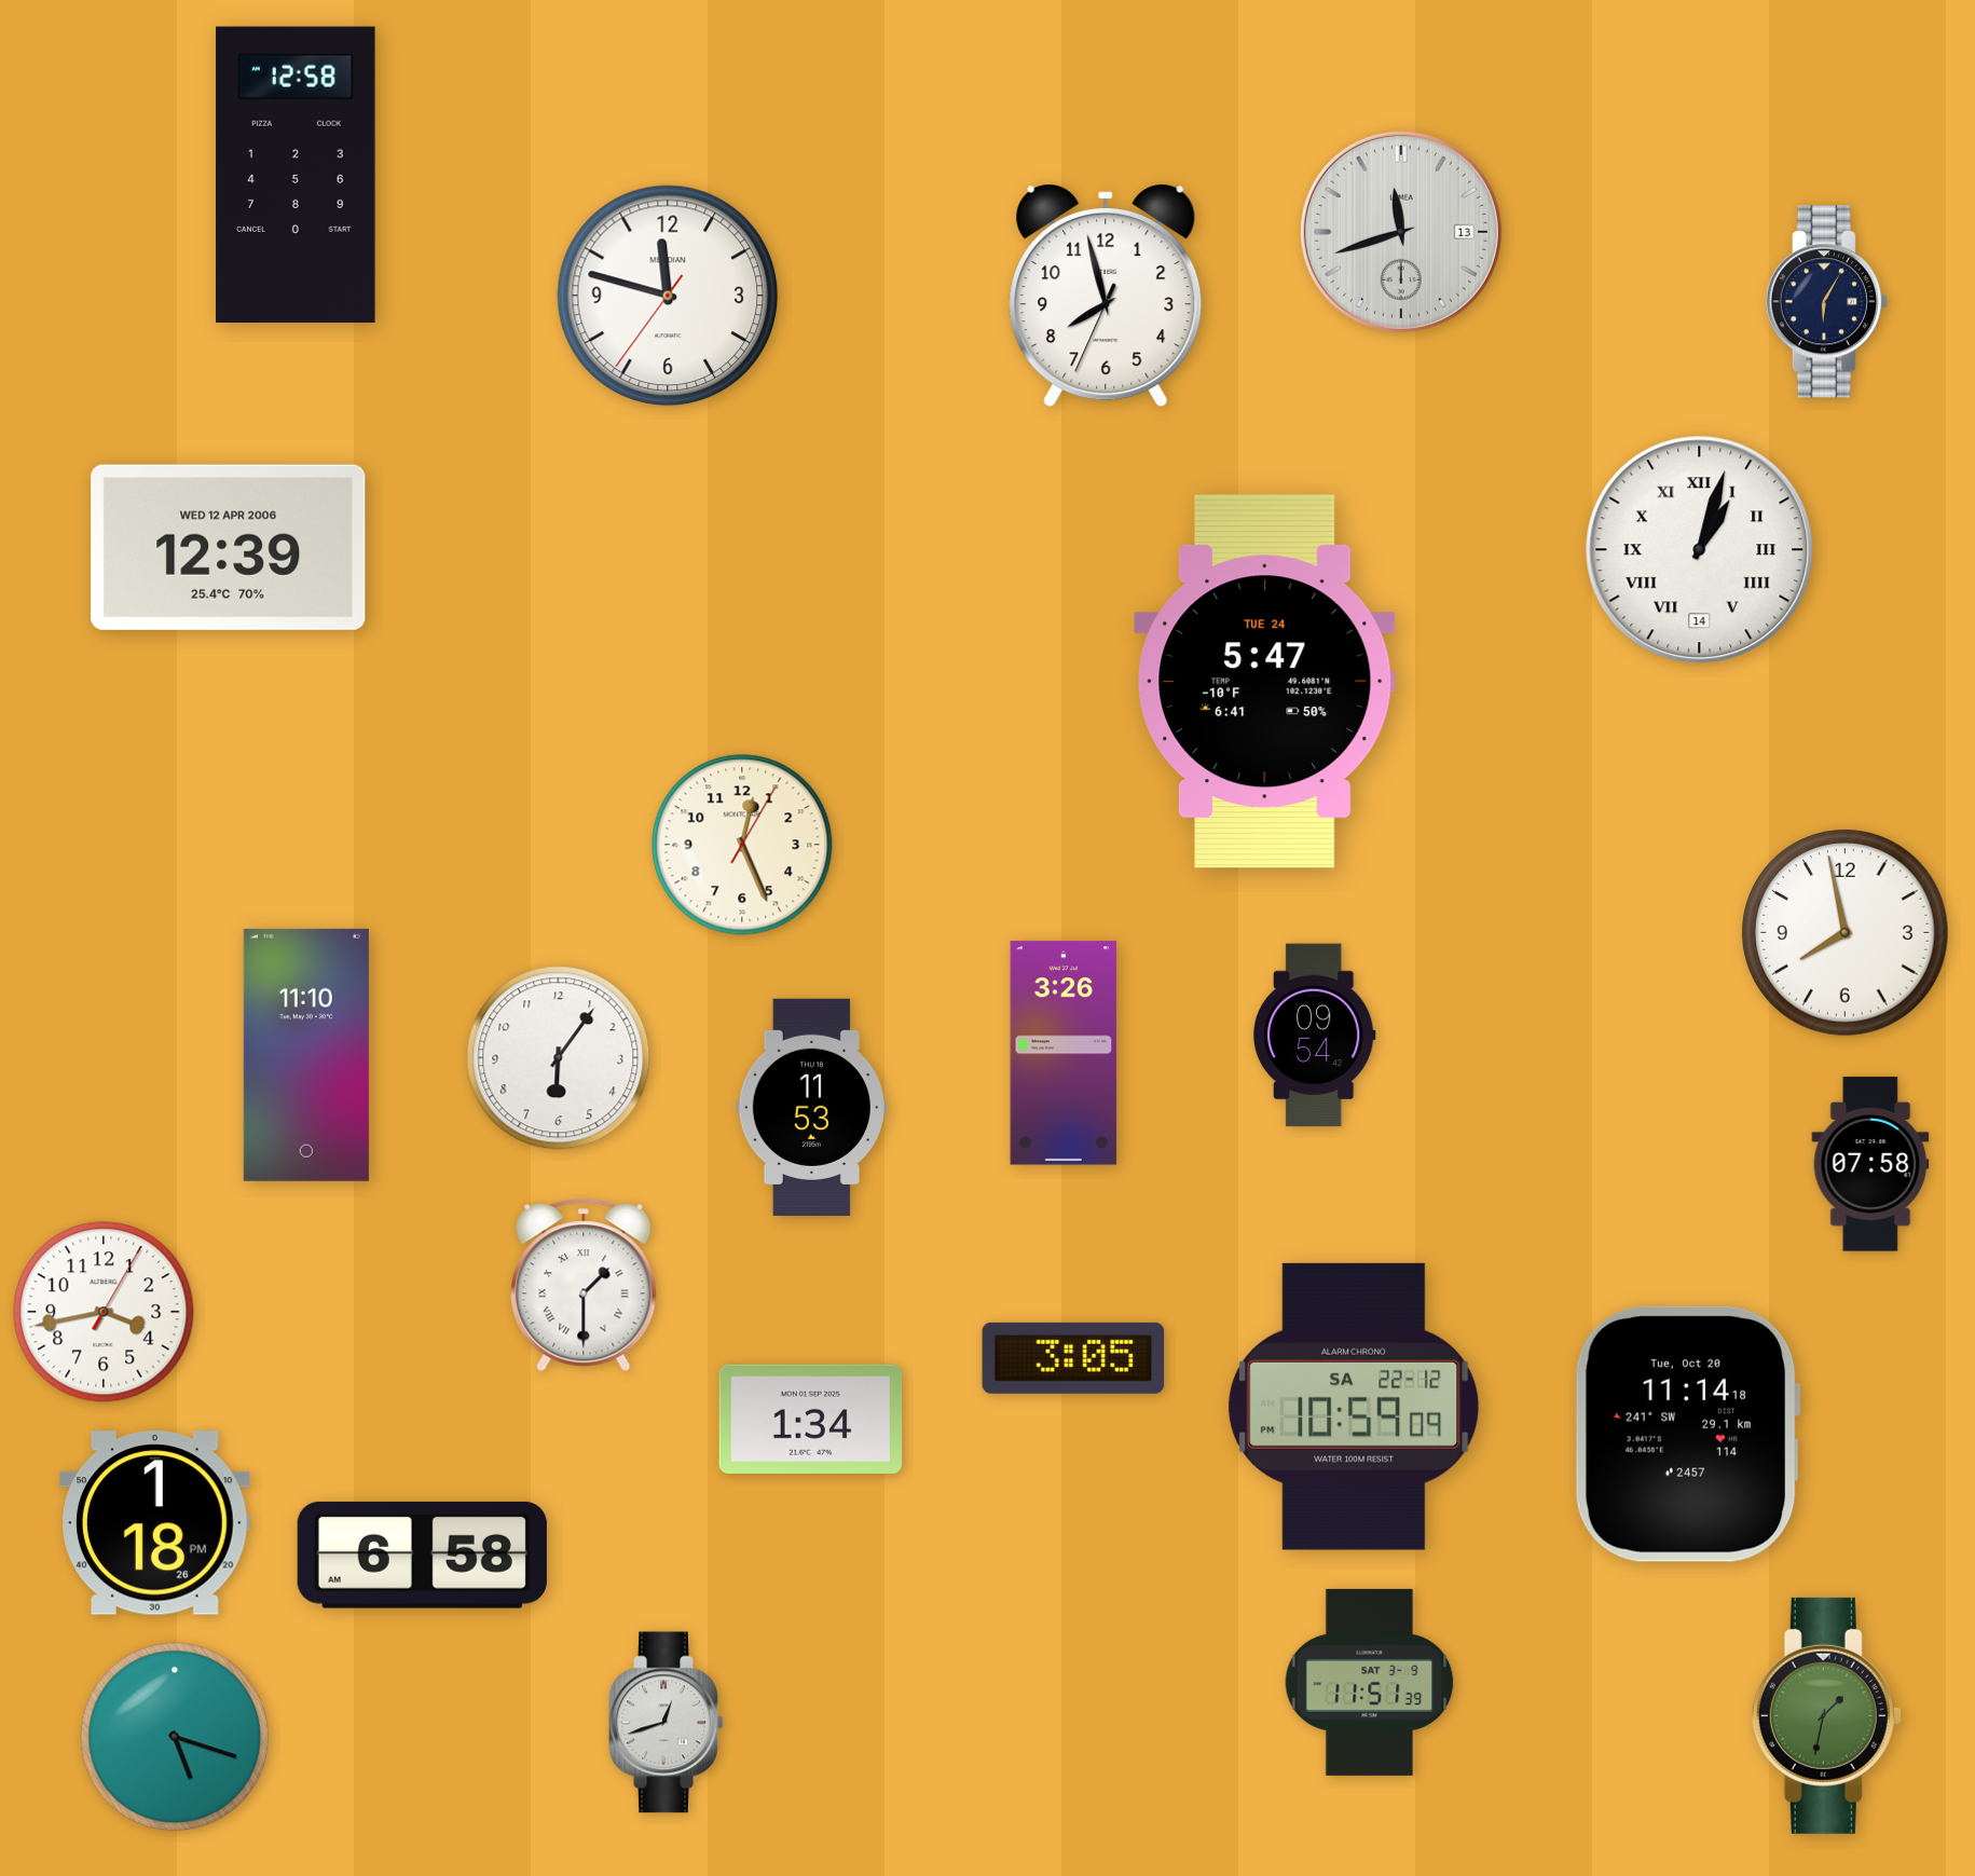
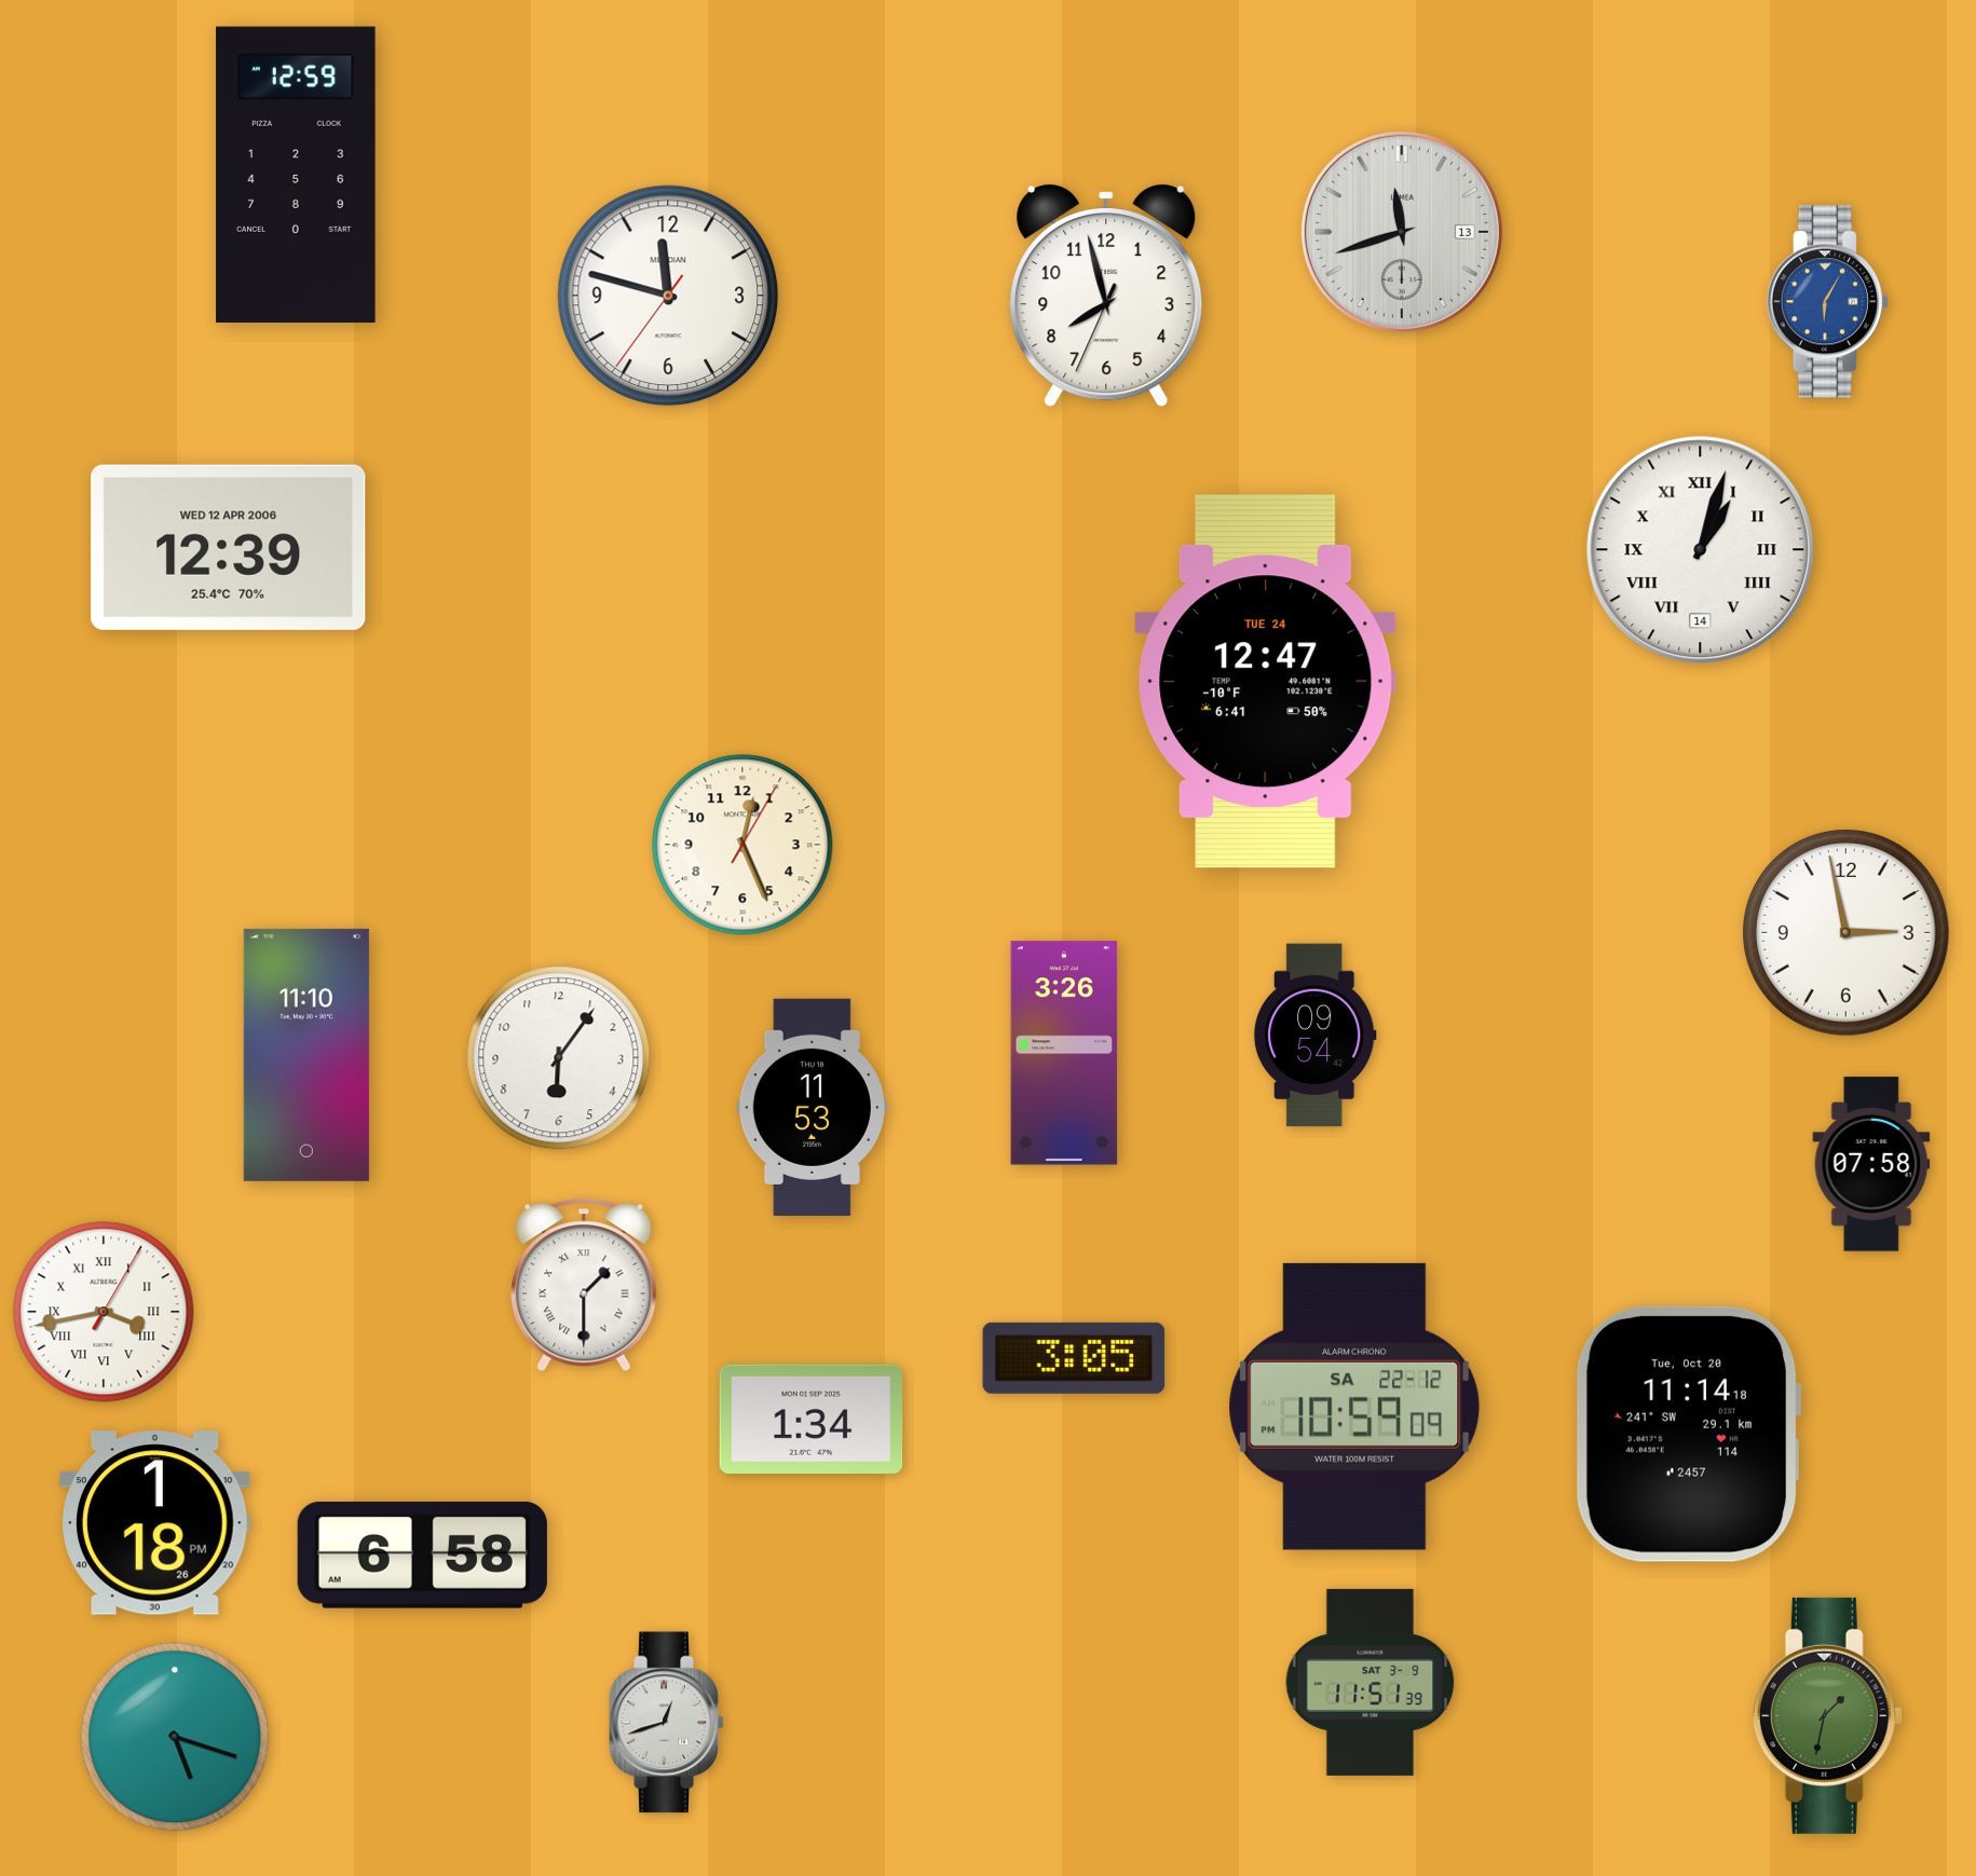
clock at (296, 175): 12:58 -> 12:59
clock at (1826, 302) dial: navy -> blue
clock at (1265, 682): 5:47 -> 12:47
clock at (1846, 933): 7:58 -> 2:58
clock at (104, 1312) numerals: Arabic -> Roman
